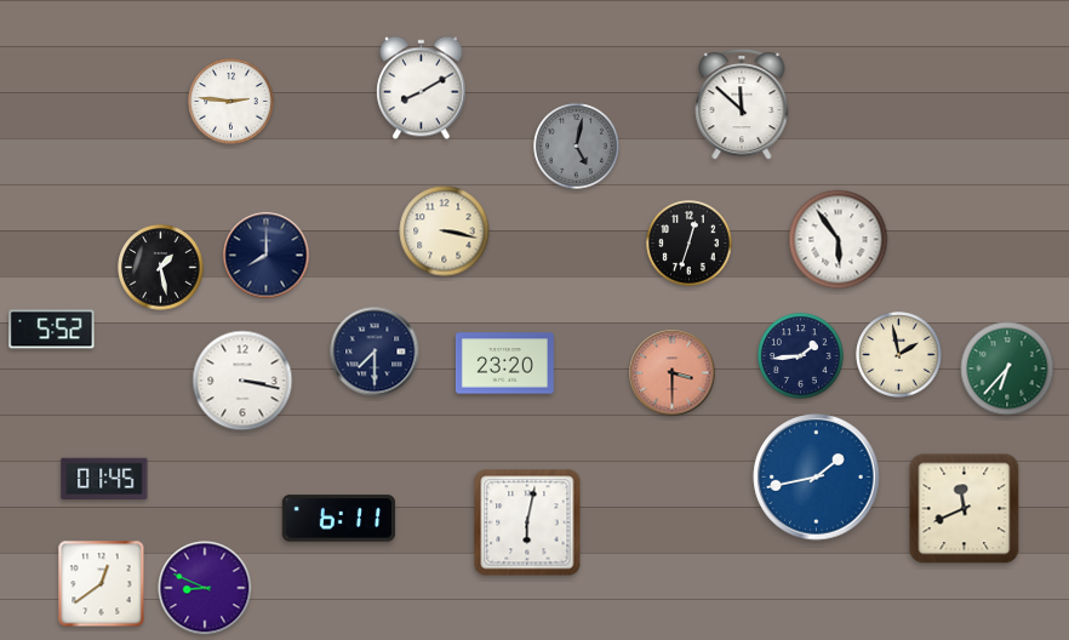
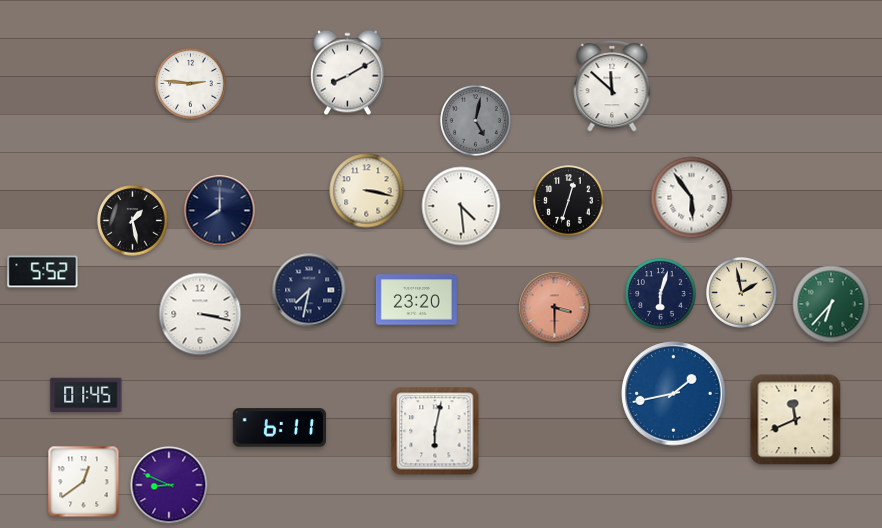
clock at (461, 206): none -> 4:29
clock at (375, 352): 7:30 -> 7:32
clock at (801, 356): 1:44 -> 6:03
